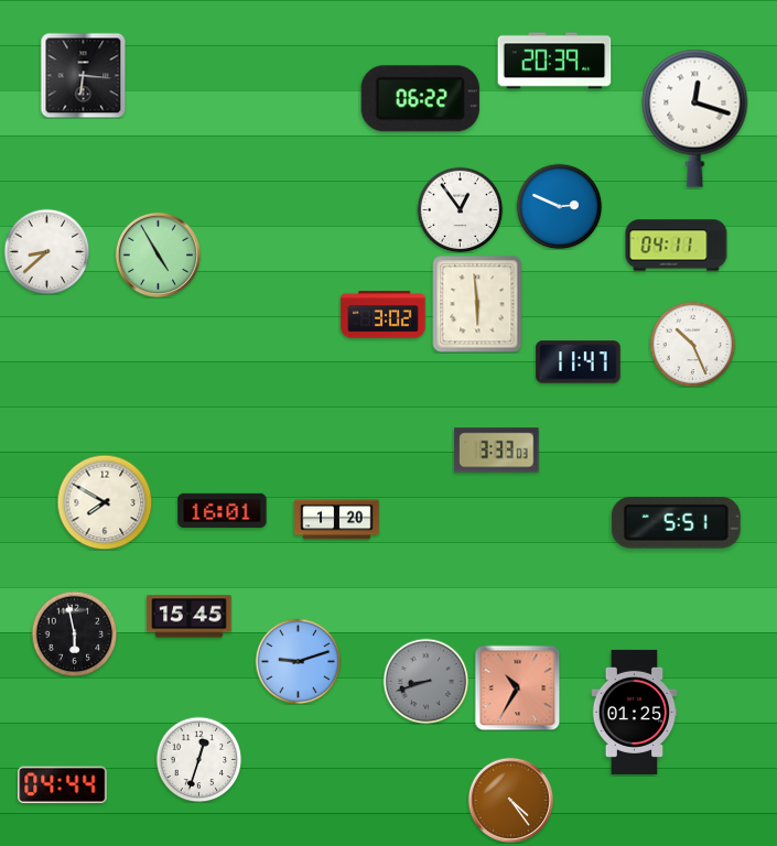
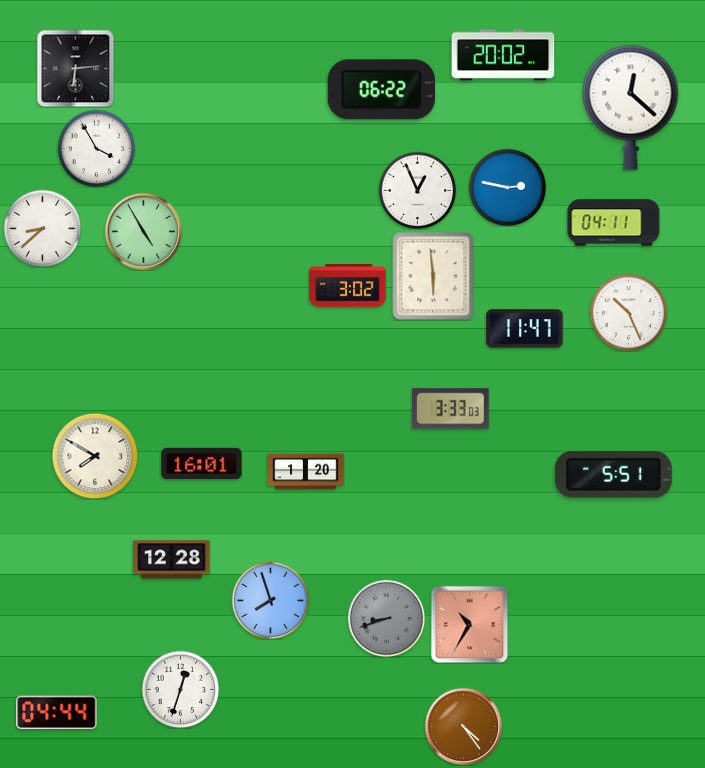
clock at (554, 61): 20:39 -> 20:02
clock at (83, 75): 6:16 -> 6:14
clock at (695, 118): 12:18 -> 12:22
clock at (96, 148): none -> 3:55
clock at (559, 206): 2:49 -> 2:47
clock at (460, 209): 12:54 -> 12:56
clock at (190, 617): 15:45 -> 12:28
clock at (74, 633): 5:58 -> none
clock at (298, 661): 9:12 -> 7:57
clock at (635, 712): 01:25 -> none
